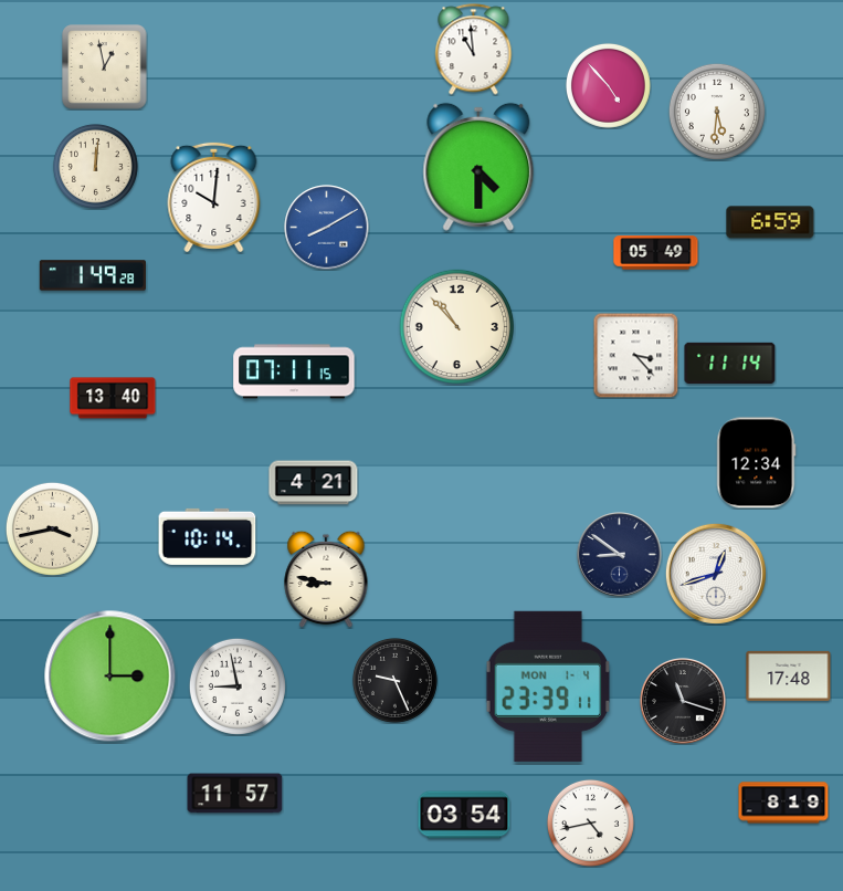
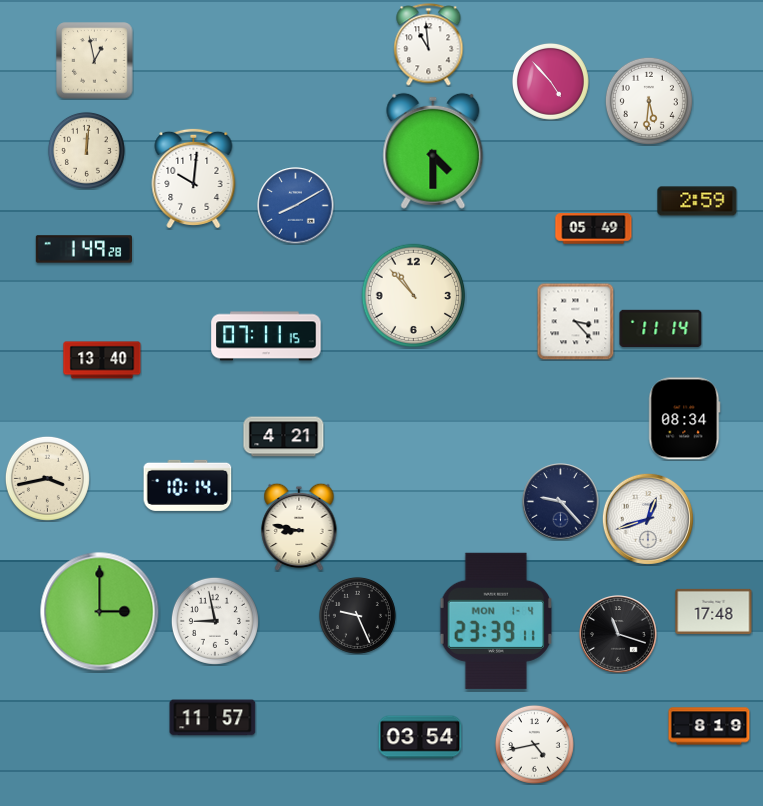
clock at (608, 85) position: (608, 85) -> (550, 81)
clock at (770, 222): 6:59 -> 2:59
clock at (757, 463): 12:34 -> 08:34
clock at (620, 555): 8:51 -> 9:23
clock at (326, 579) position: (326, 579) -> (299, 527)
